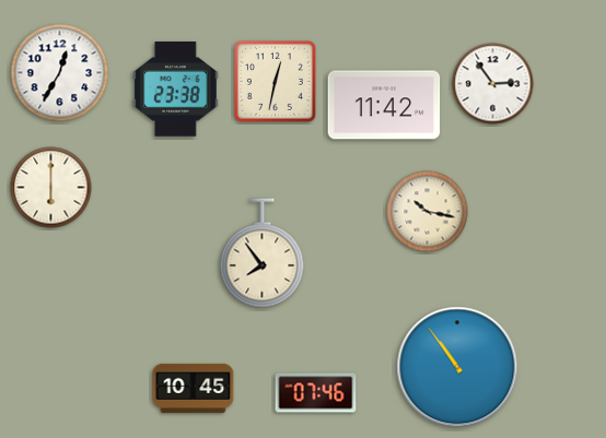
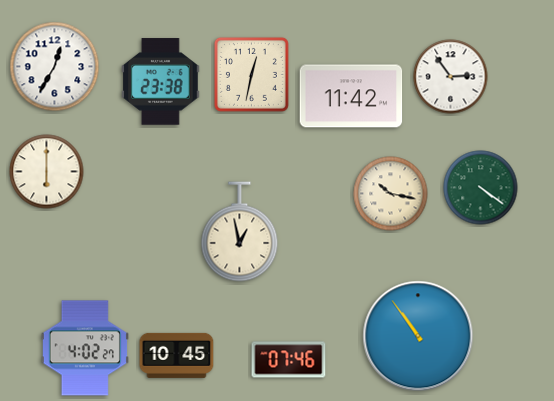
clock at (481, 188): none -> 4:21
clock at (263, 253): 7:54 -> 12:58
clock at (85, 348): none -> 4:02
